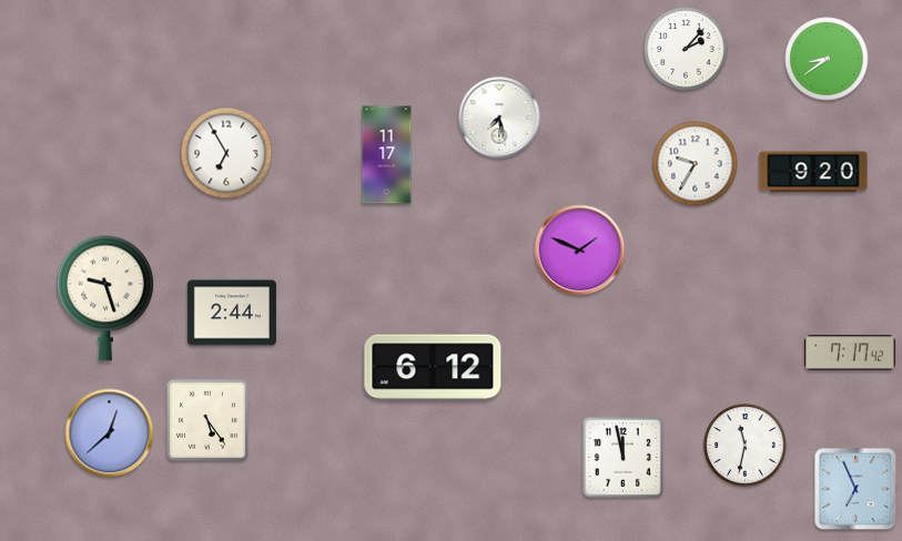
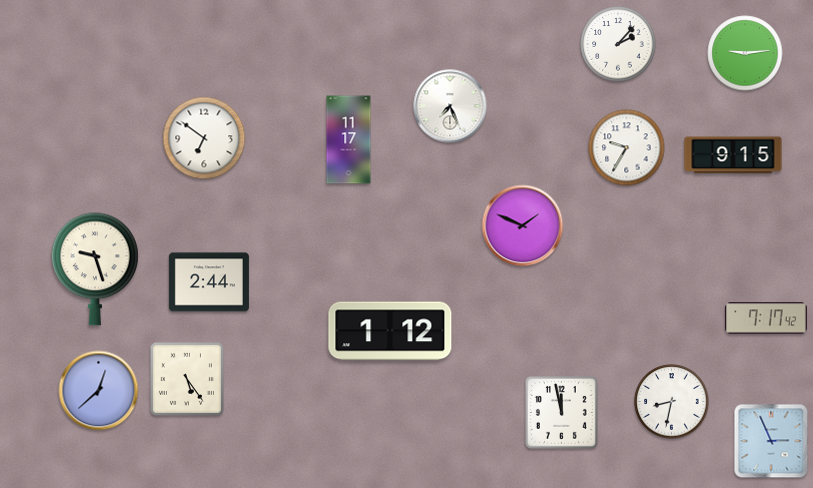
clock at (827, 59): 8:39 -> 9:14
clock at (499, 118): 7:28 -> 7:26
clock at (226, 153): 6:55 -> 6:51
clock at (813, 172): 9:20 -> 9:15
clock at (433, 367): 6:12 -> 1:12
clock at (746, 446): 11:32 -> 8:32
clock at (855, 489): 6:56 -> 2:56
